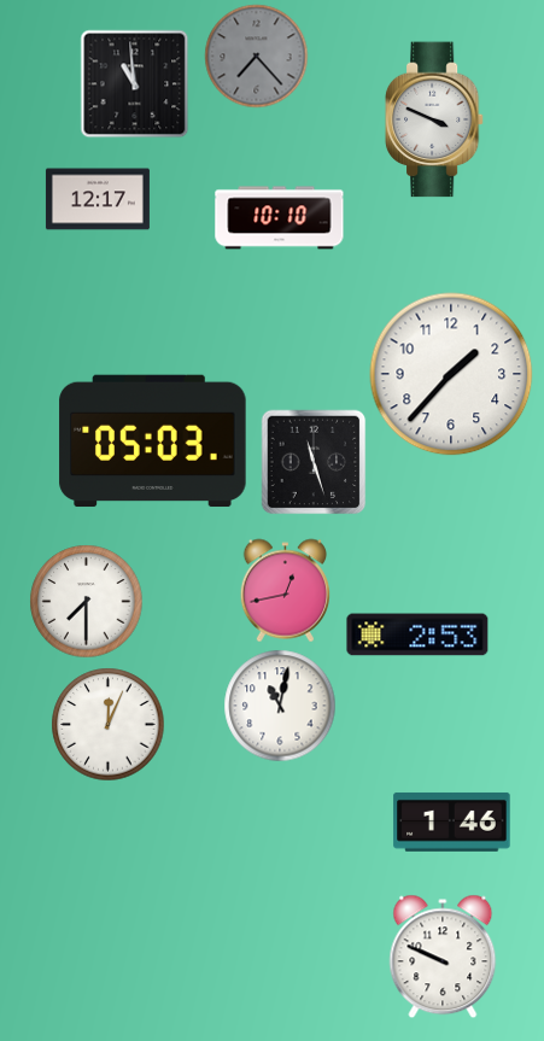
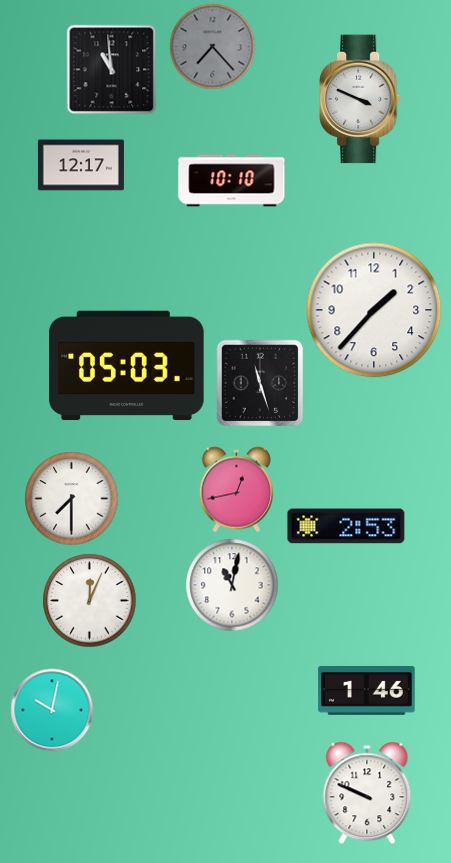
clock at (452, 821) position: (452, 821) -> (367, 690)
clock at (52, 710): none -> 10:02
